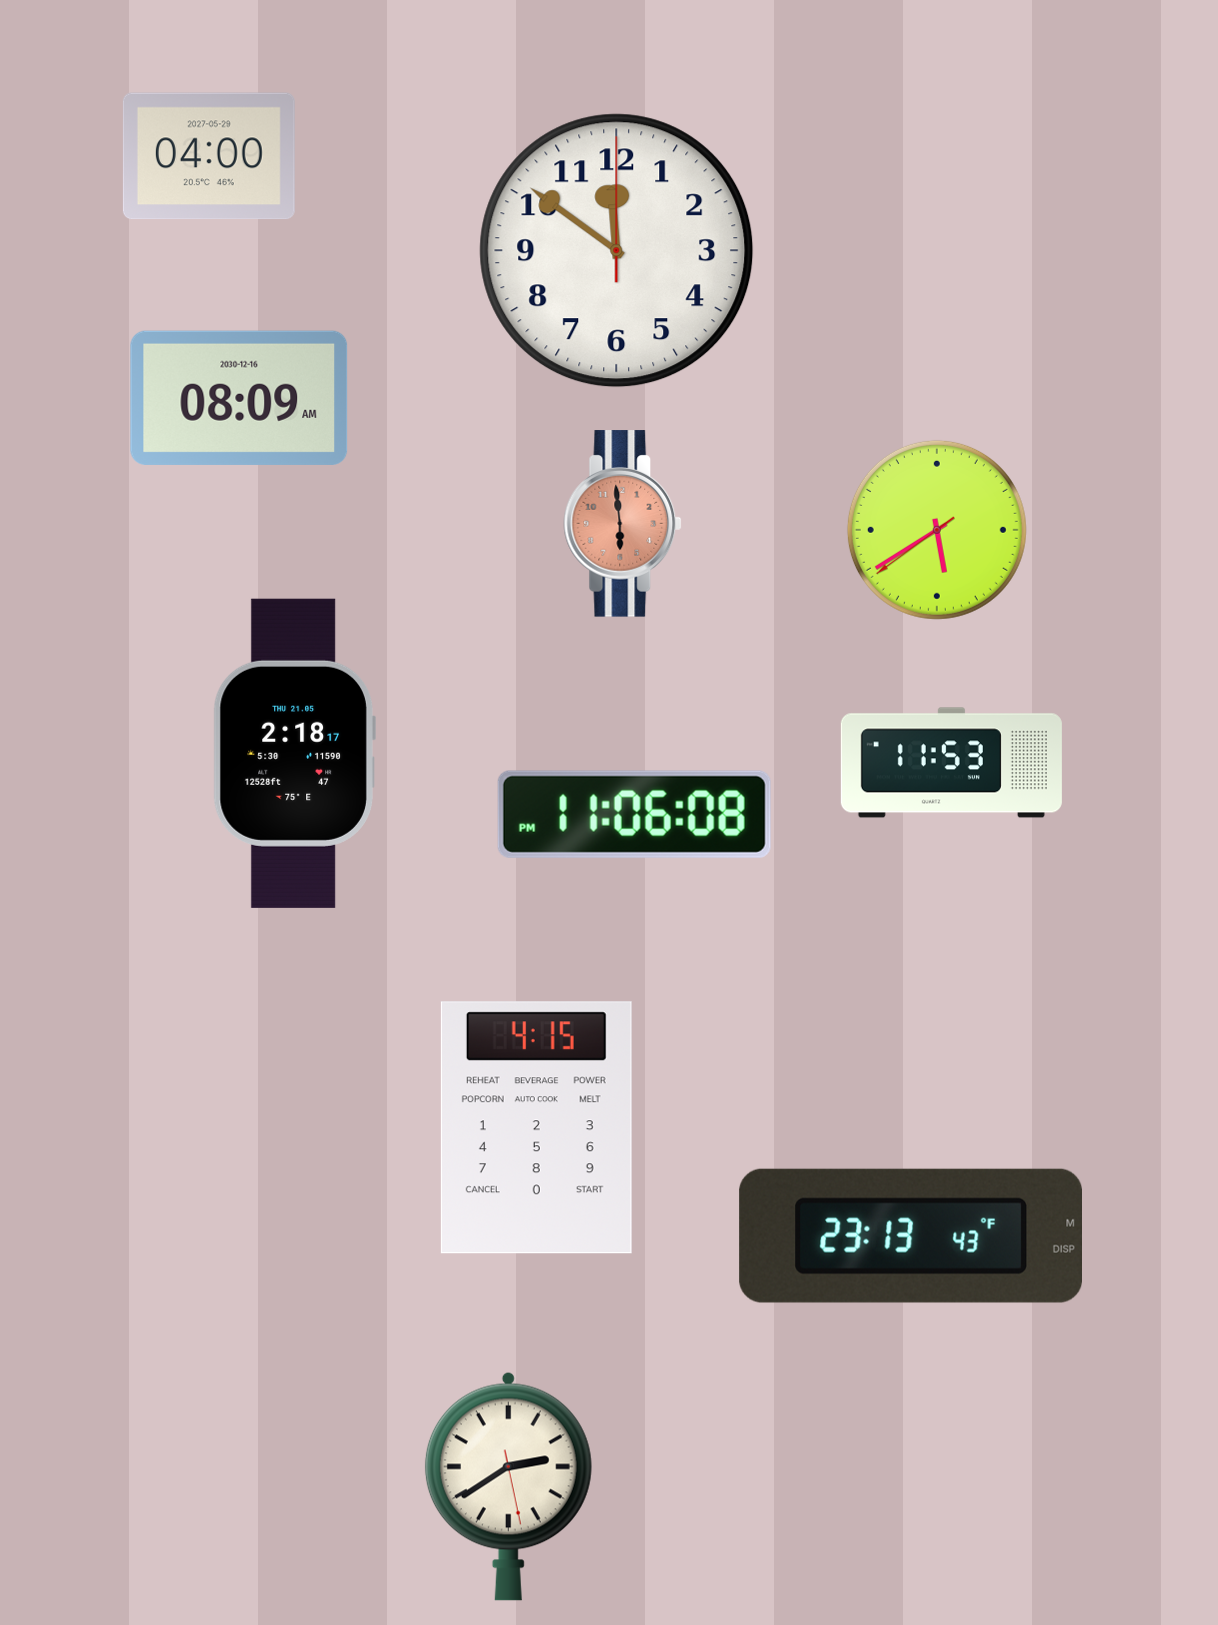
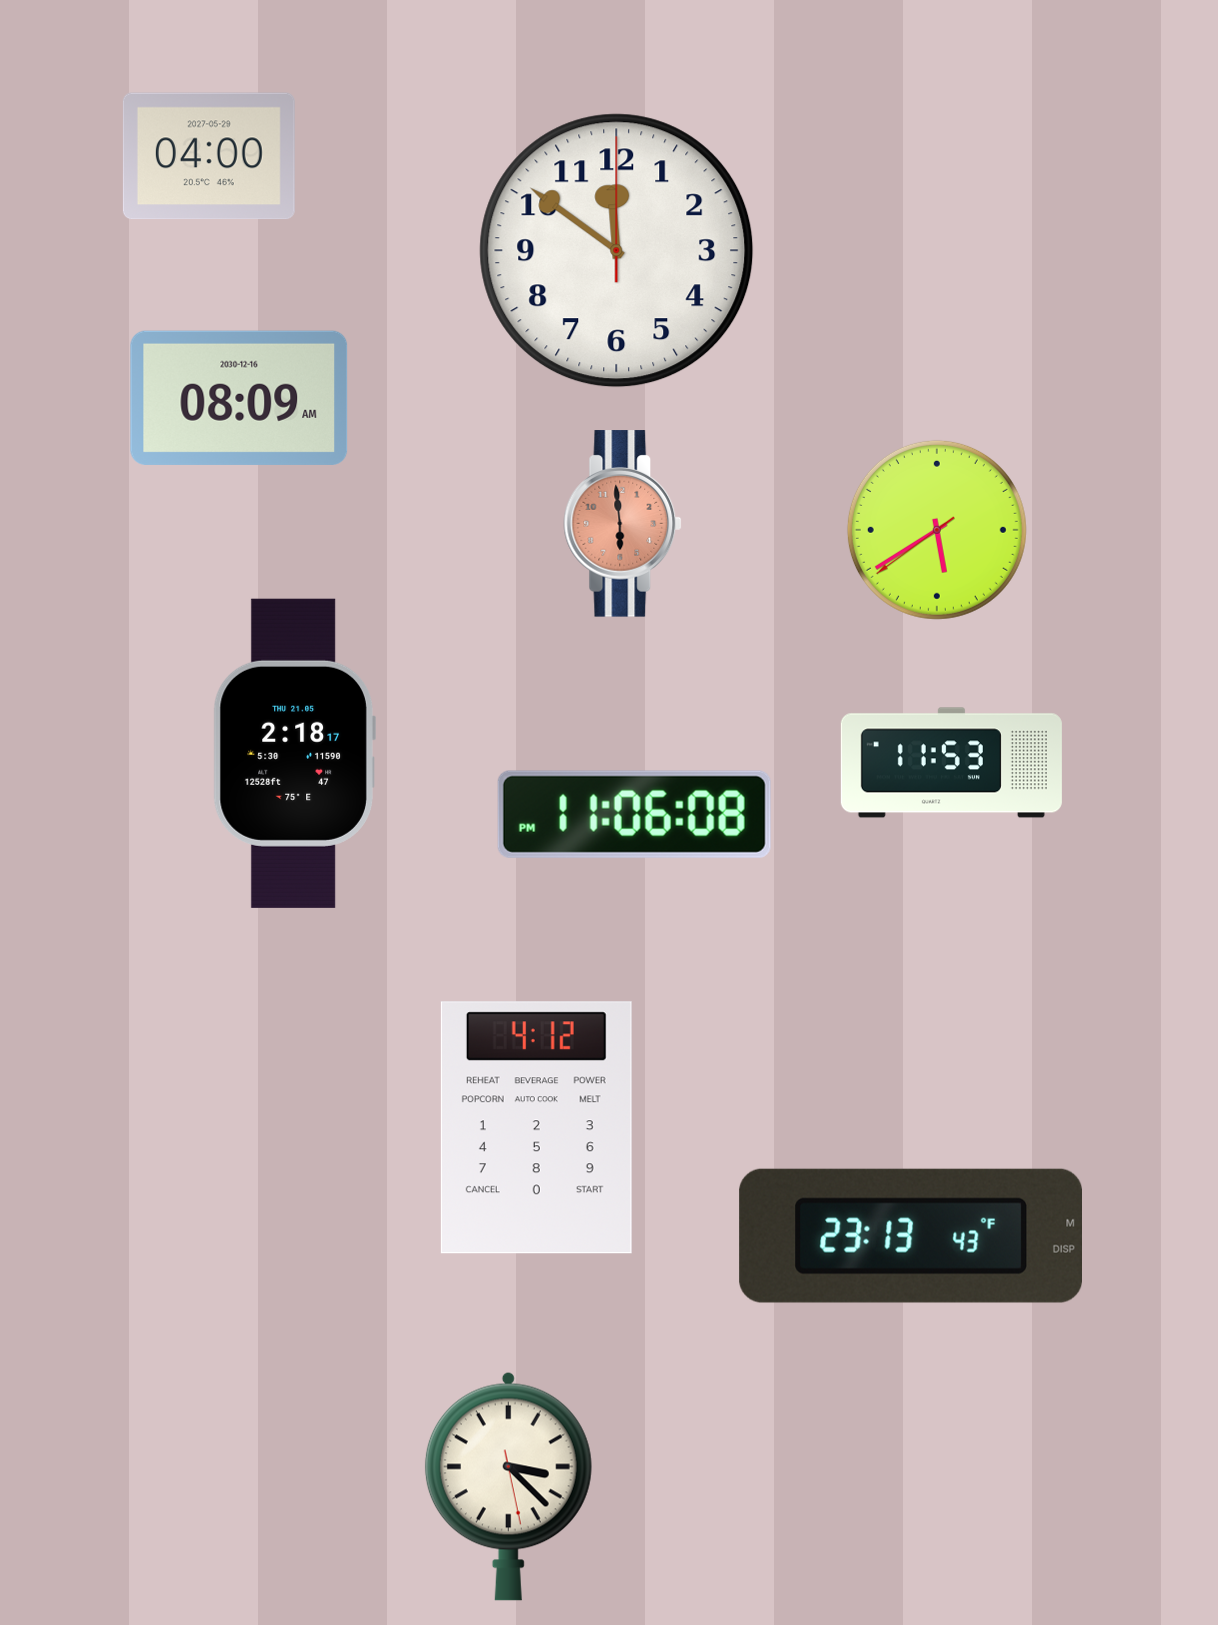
clock at (536, 1128): 4:15 -> 4:12
clock at (508, 1486): 2:39 -> 3:22
